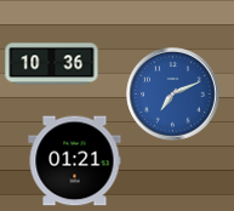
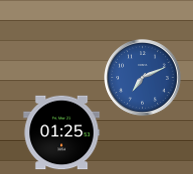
clock at (52, 64): 10:36 -> none
clock at (75, 161): 01:21 -> 01:25
